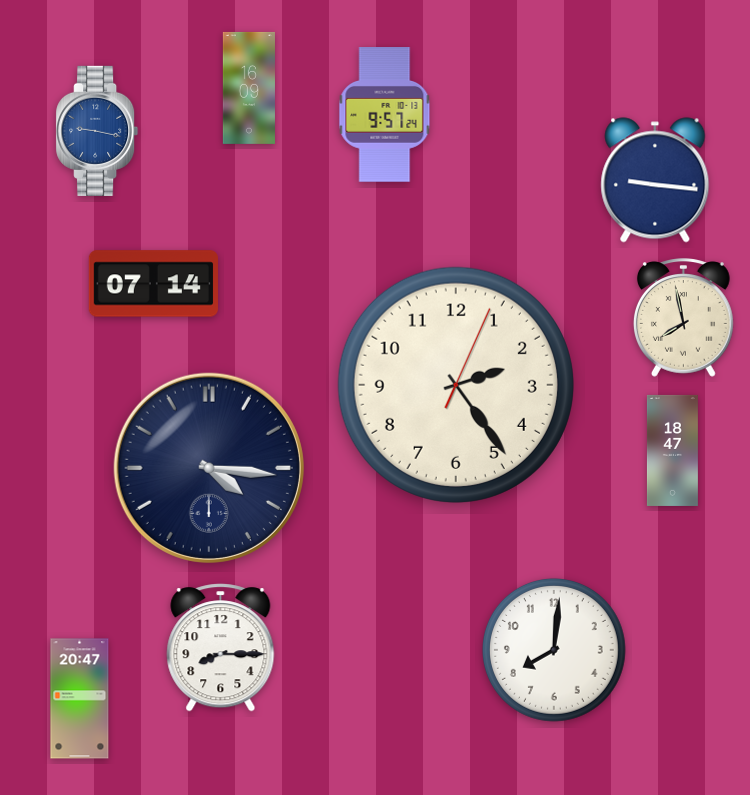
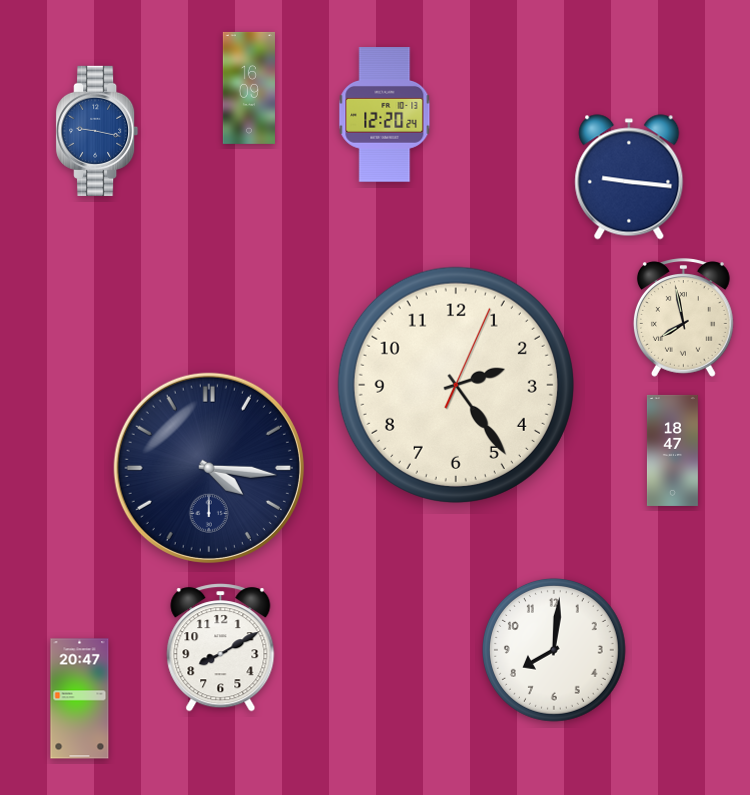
clock at (385, 115): 9:57 -> 12:20
clock at (655, 180) position: (655, 180) -> (629, 177)
clock at (153, 284): 07:14 -> none
clock at (221, 648): 8:15 -> 8:10
